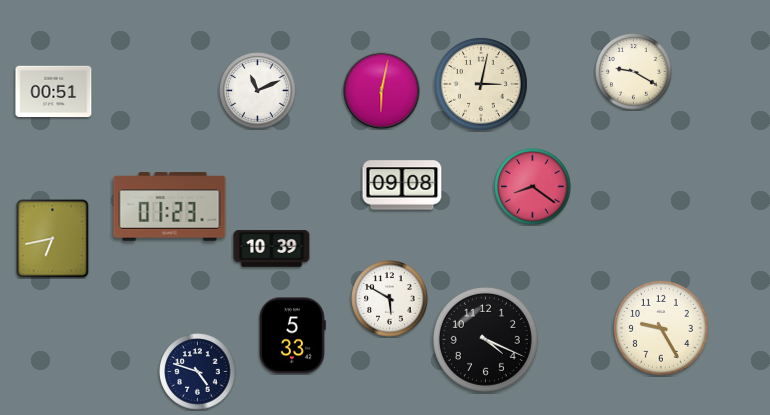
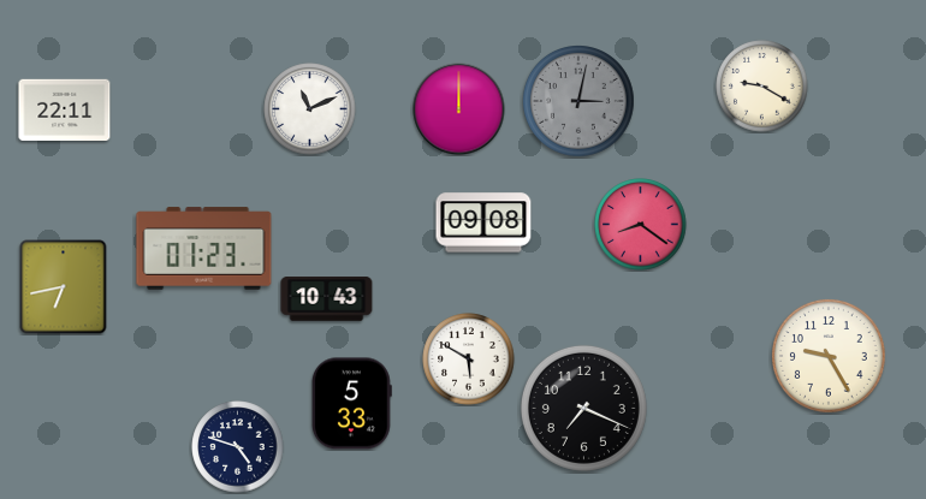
clock at (482, 85) dial: cream -> grey
clock at (54, 91): 00:51 -> 22:11
clock at (382, 91): 6:02 -> 12:00
clock at (272, 249): 10:39 -> 10:43
clock at (662, 329) position: (662, 329) -> (830, 357)
clock at (485, 339): 4:19 -> 7:19
